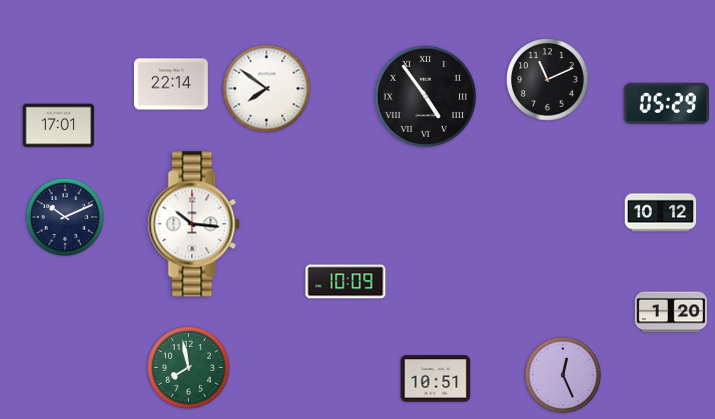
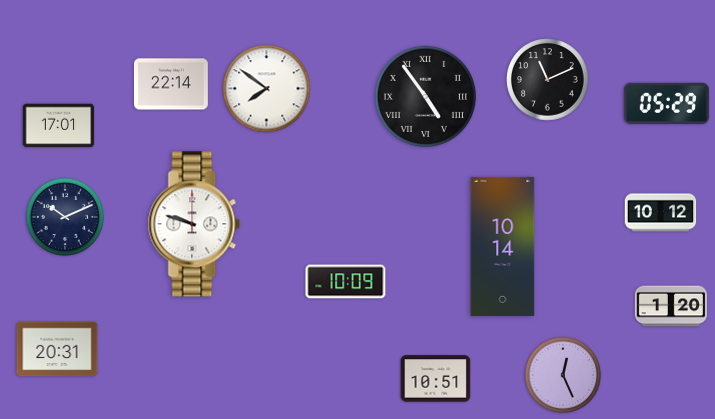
clock at (194, 224): 10:16 -> 9:48
clock at (503, 246): none -> 10:14
clock at (670, 312) position: (670, 312) -> (670, 306)
clock at (57, 349): none -> 20:31
clock at (189, 368): 7:58 -> none
